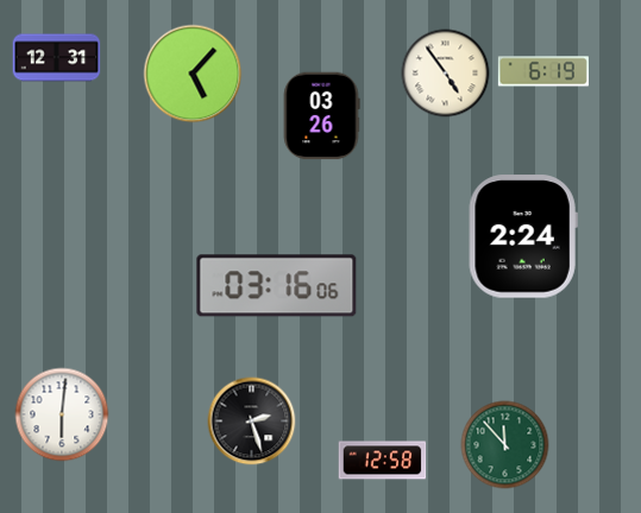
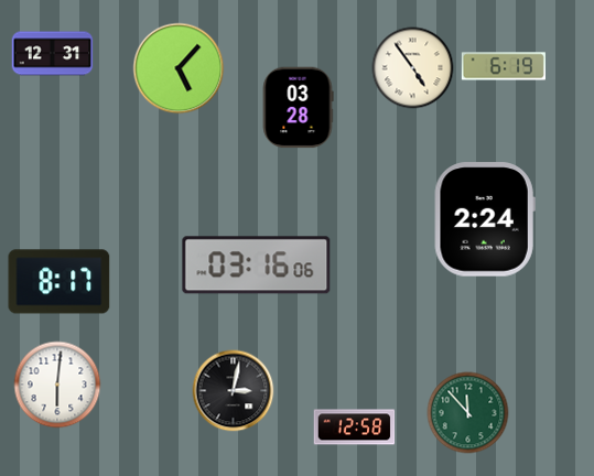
clock at (321, 116): 03:26 -> 03:28
clock at (60, 282): none -> 8:17
clock at (252, 422): 2:27 -> 3:02
